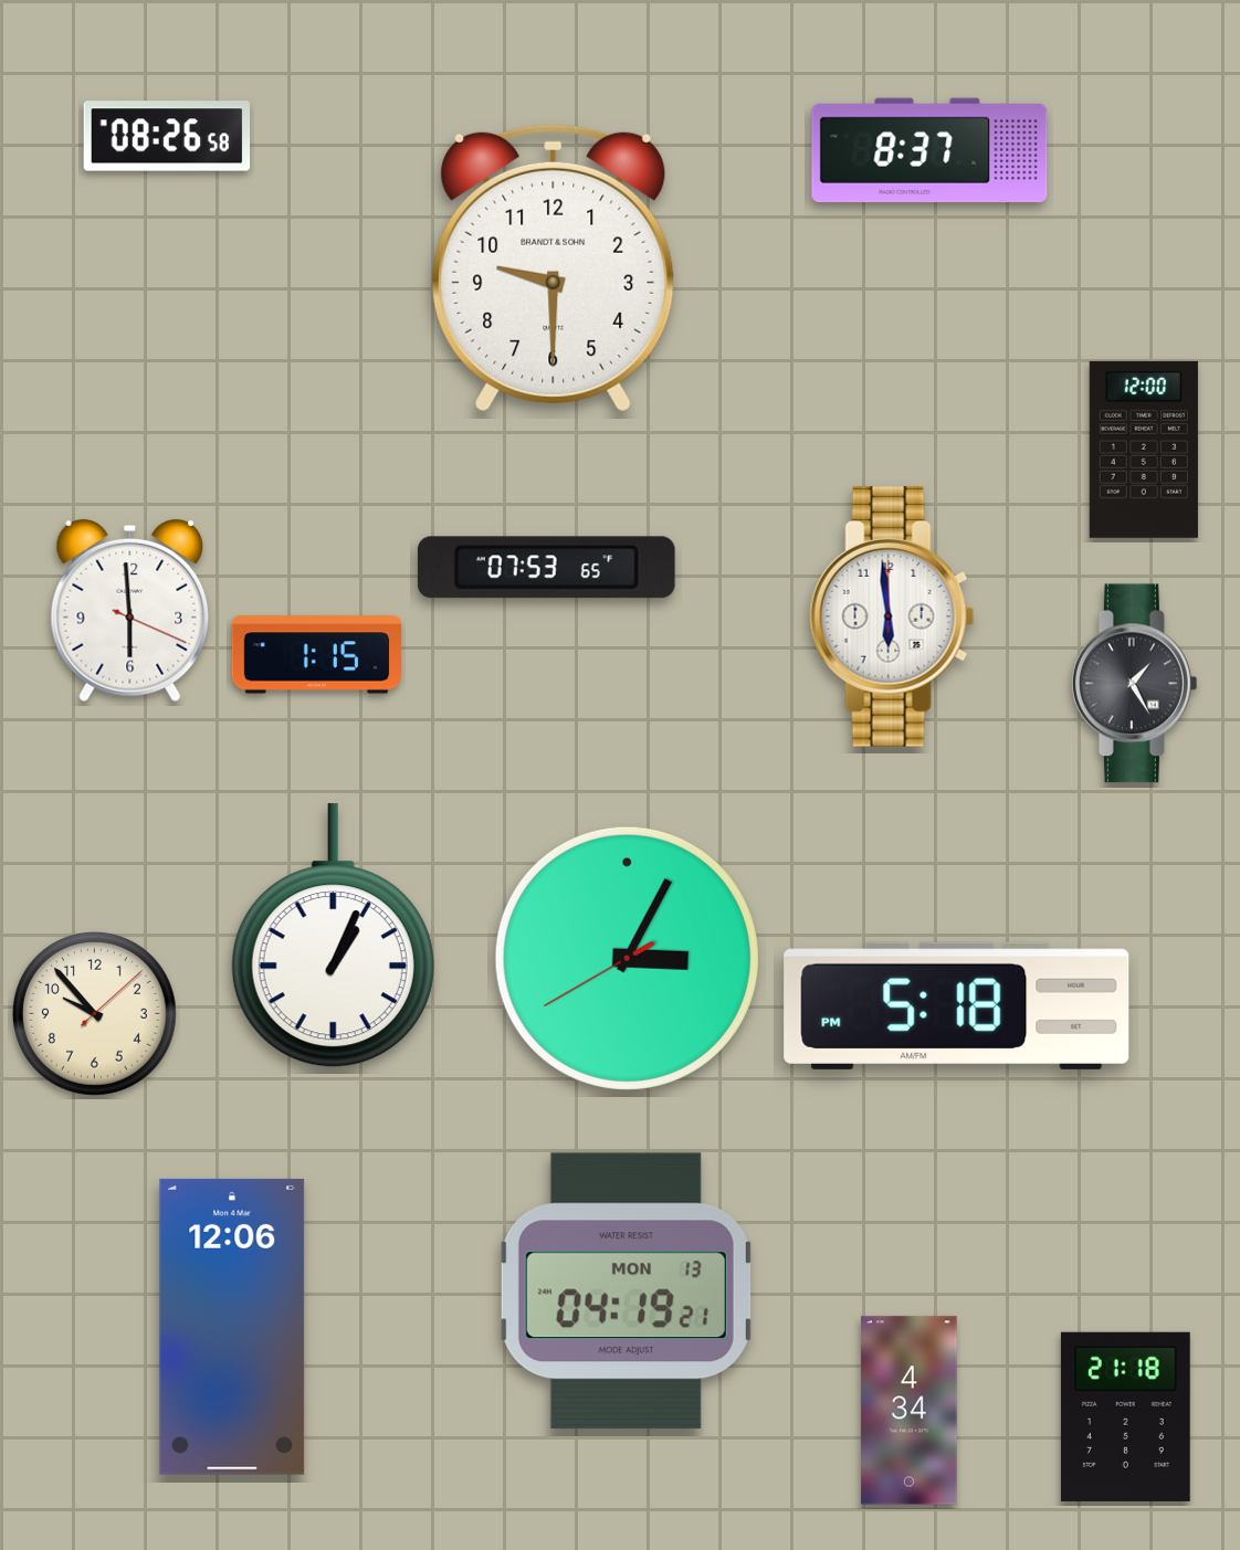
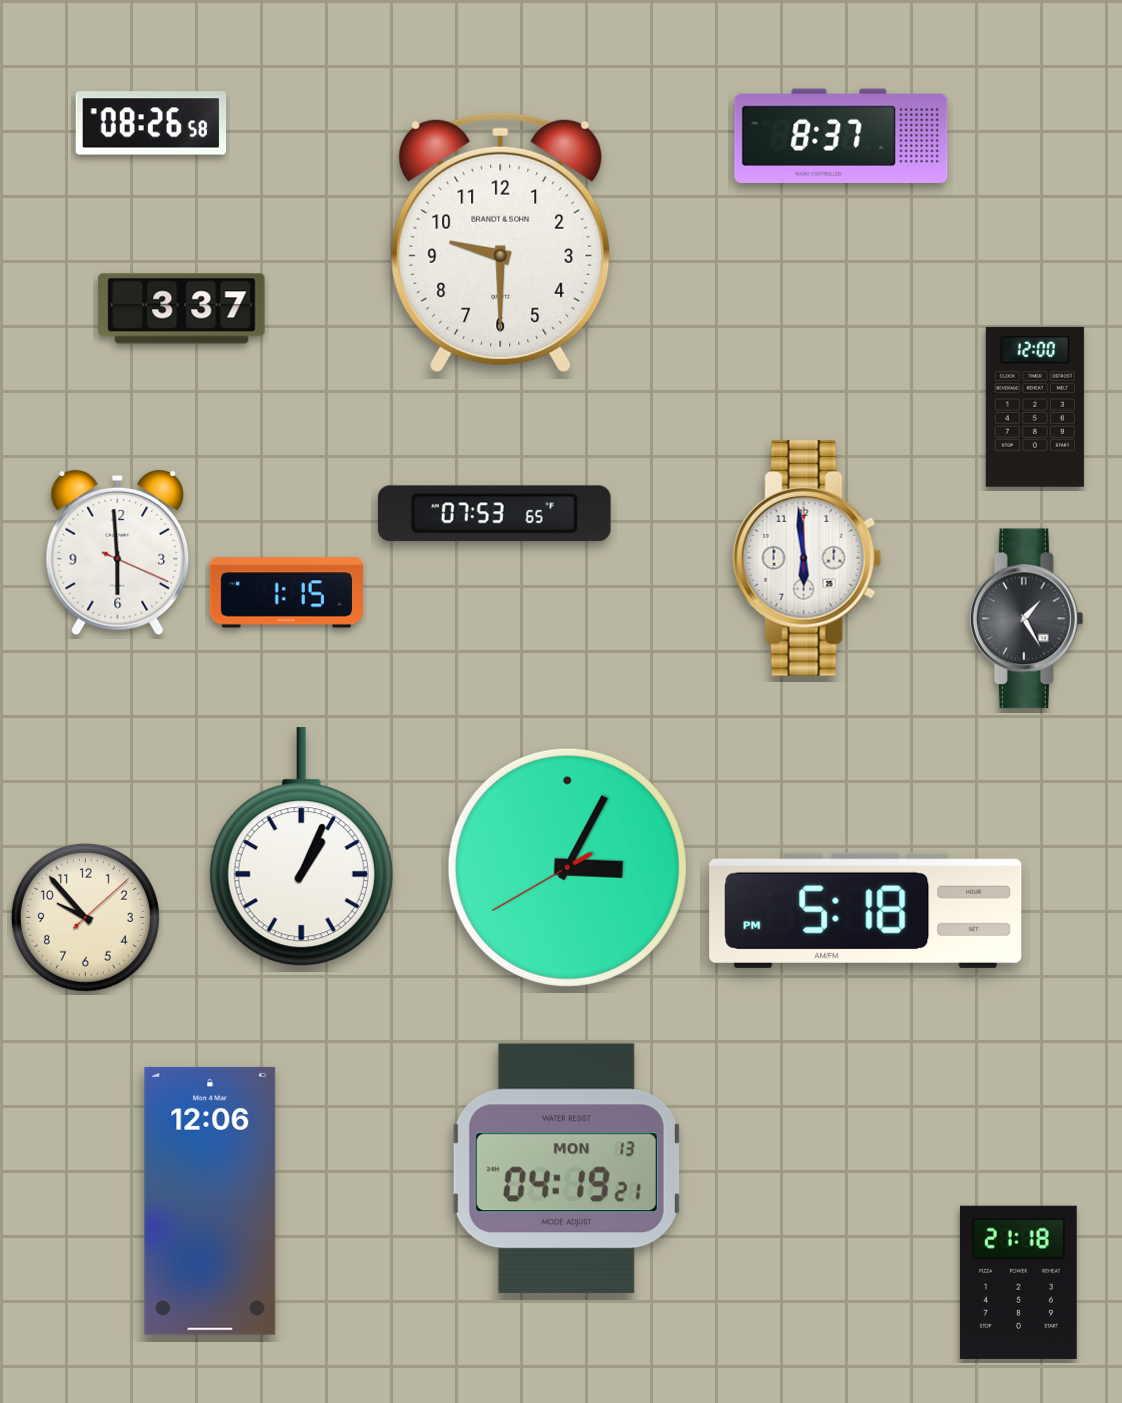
clock at (182, 309): none -> 3:37
clock at (910, 1411): 4:34 -> none
